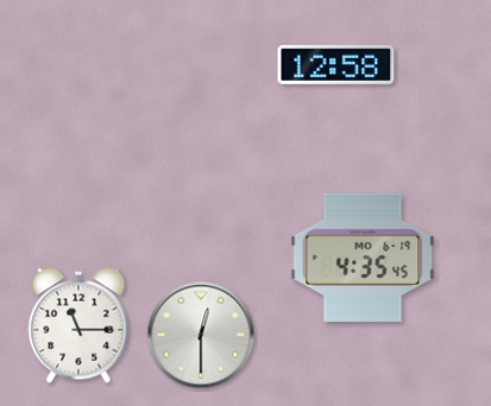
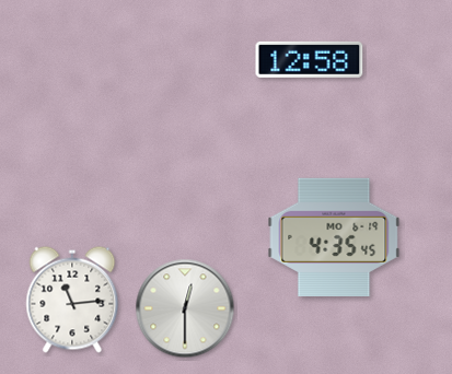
clock at (78, 325): 11:15 -> 11:14
